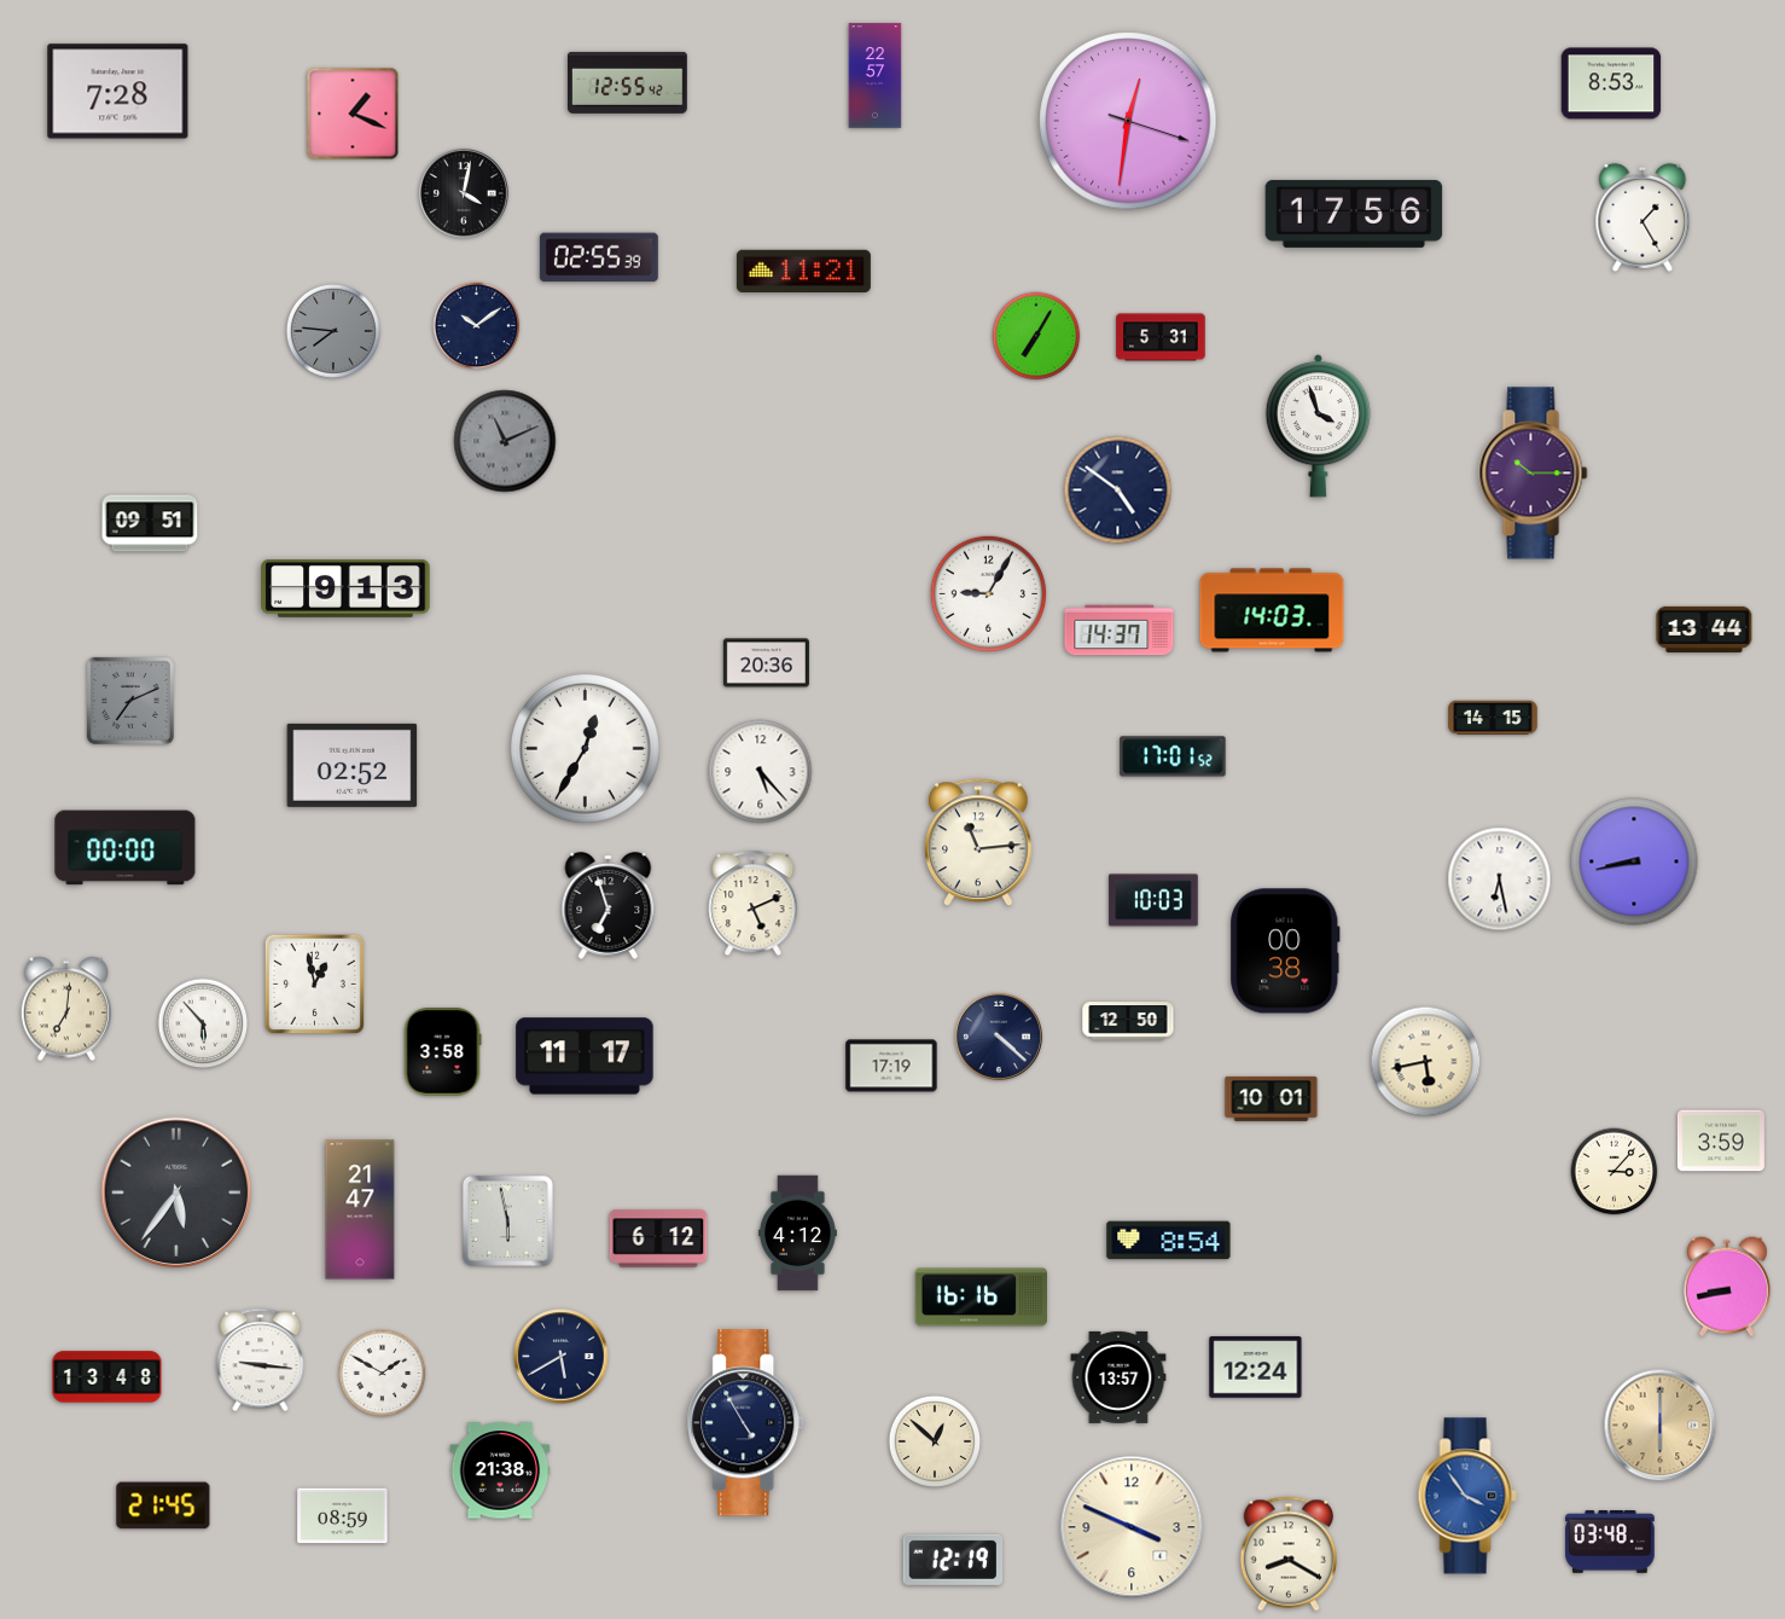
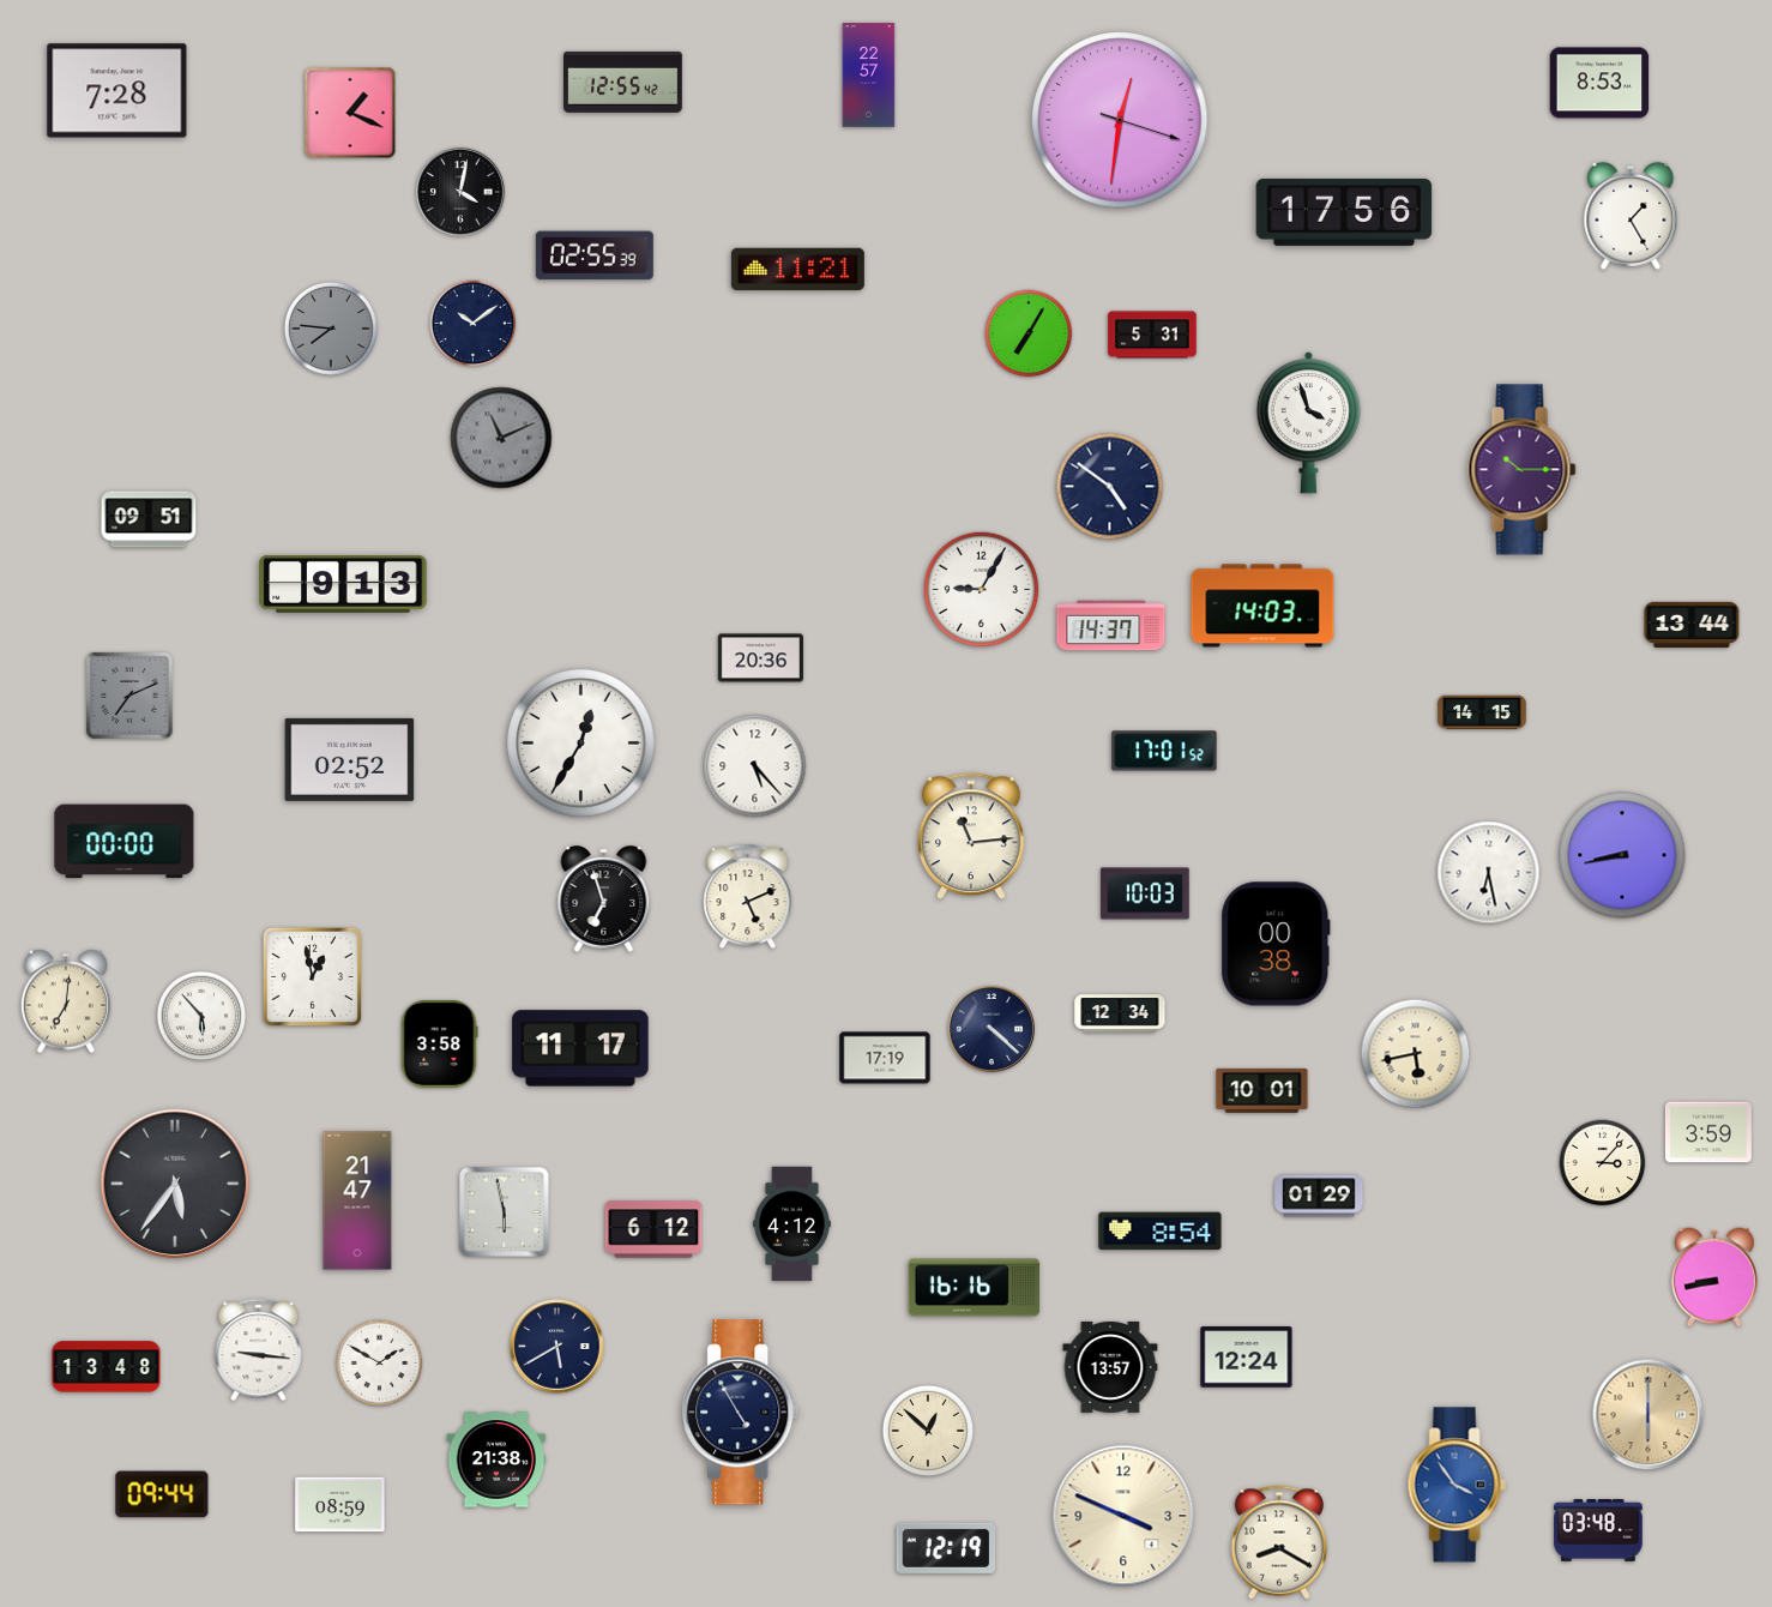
clock at (1128, 1021): 12:50 -> 12:34
clock at (1319, 1196): none -> 01:29
clock at (163, 1505): 21:45 -> 09:44
